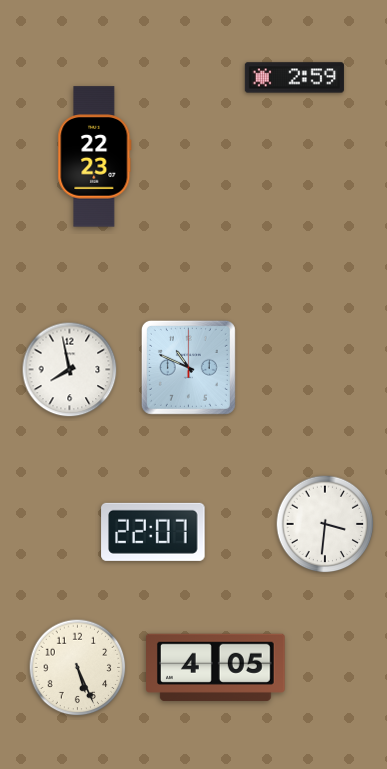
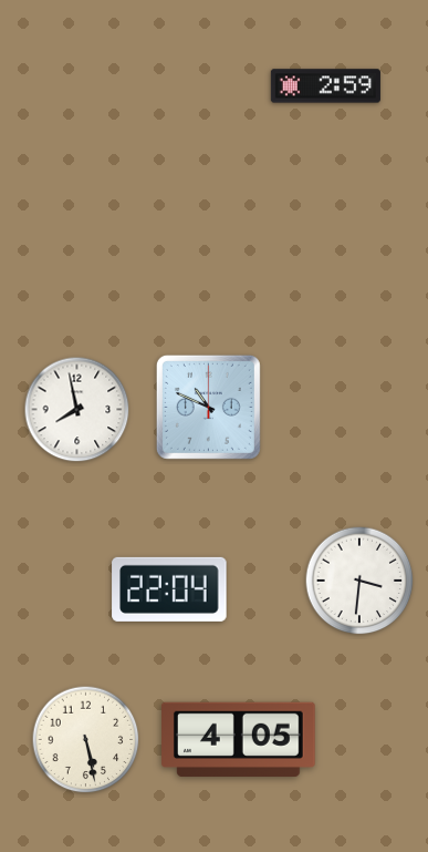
clock at (95, 157): 22:23 -> none
clock at (153, 532): 22:07 -> 22:04
clock at (78, 668): 5:26 -> 5:28
